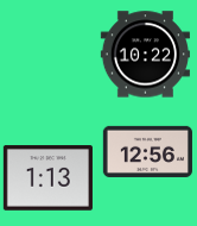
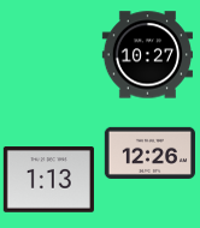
clock at (145, 55): 10:22 -> 10:27
clock at (147, 151): 12:56 -> 12:26
